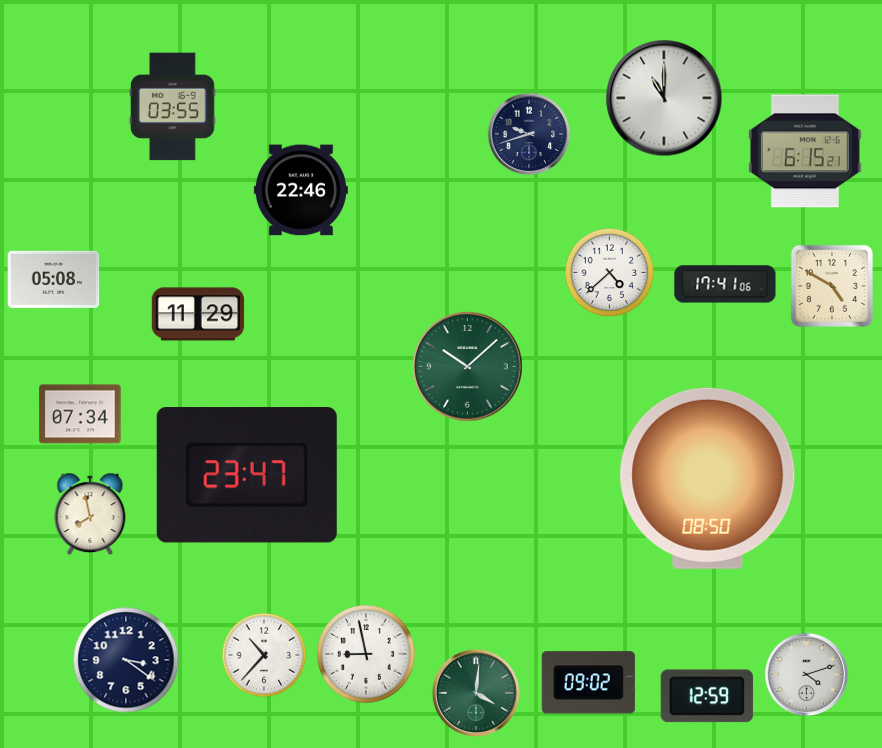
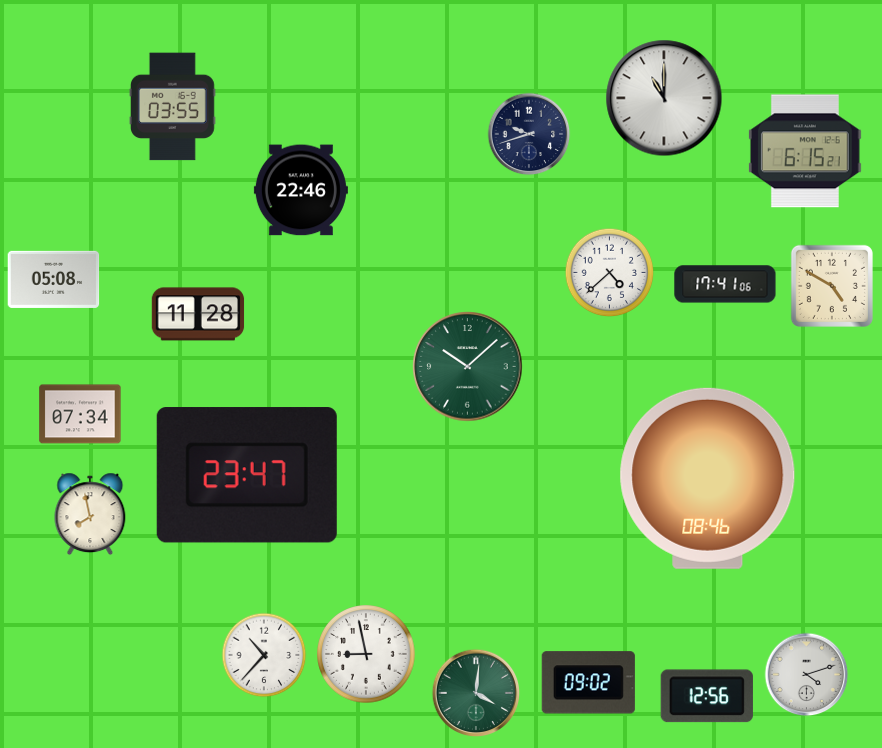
clock at (198, 314): 11:29 -> 11:28
clock at (708, 478): 08:50 -> 08:46
clock at (126, 660): 3:21 -> none
clock at (707, 696): 12:59 -> 12:56
